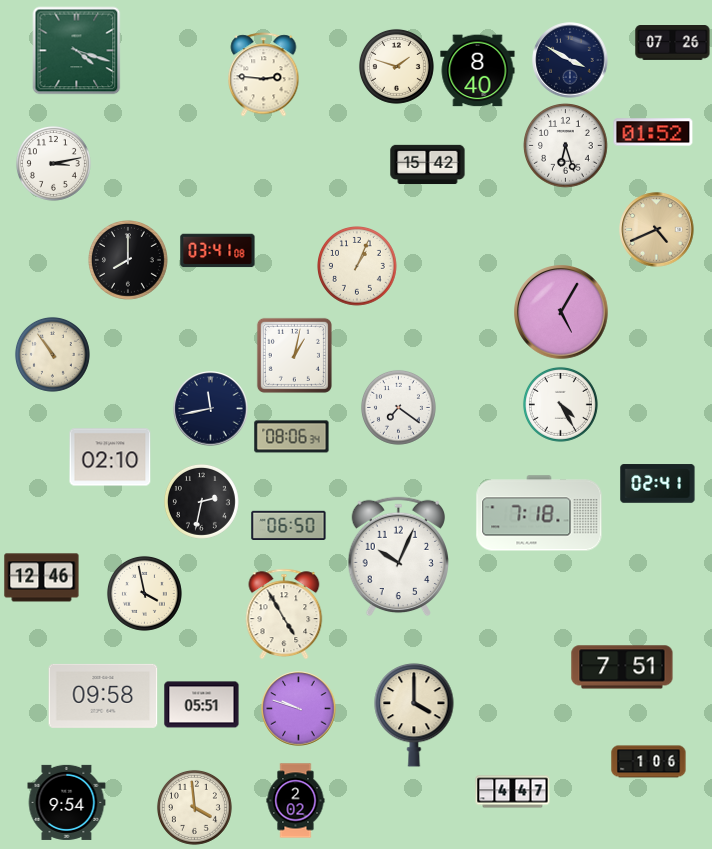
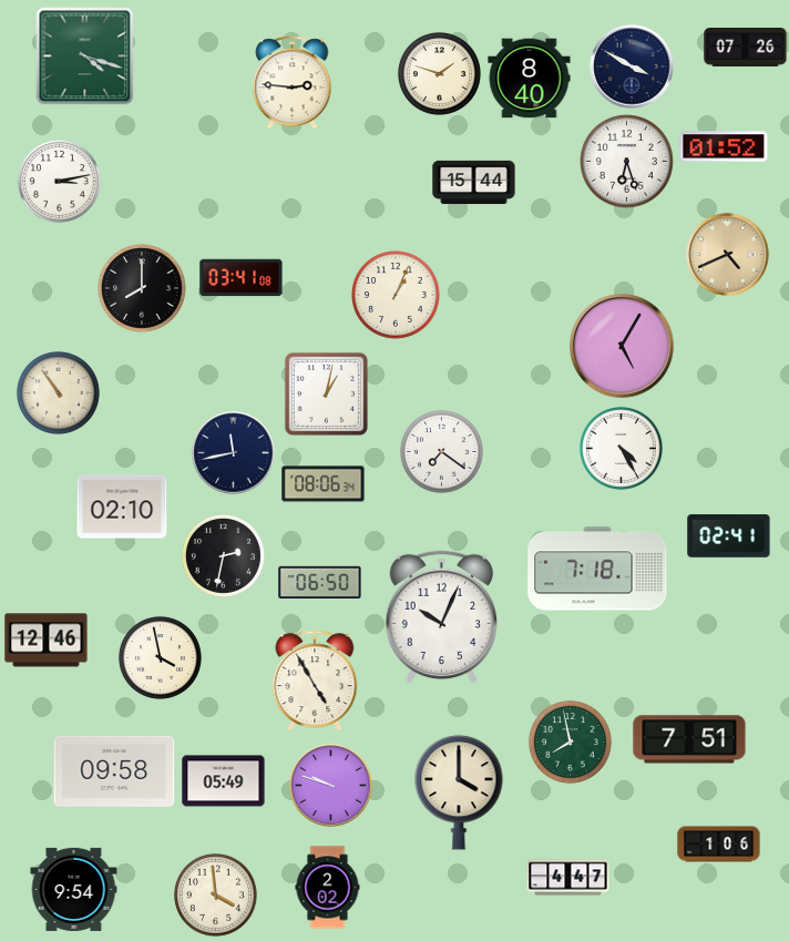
clock at (428, 165): 15:42 -> 15:44
clock at (570, 741): none -> 7:58
clock at (202, 705): 05:51 -> 05:49
